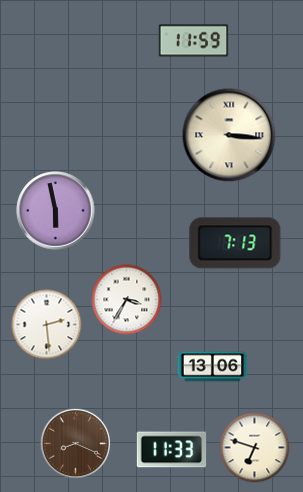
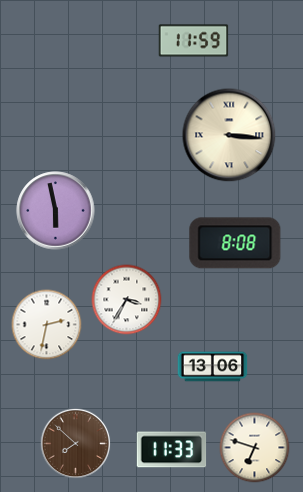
clock at (235, 243): 7:13 -> 8:08
clock at (47, 325): 2:29 -> 2:32
clock at (76, 444): 8:19 -> 7:52
